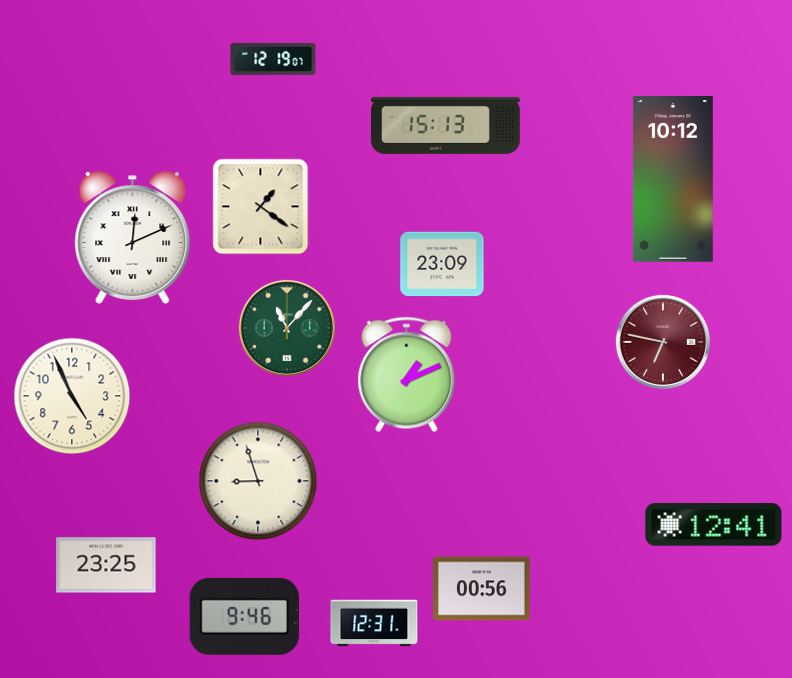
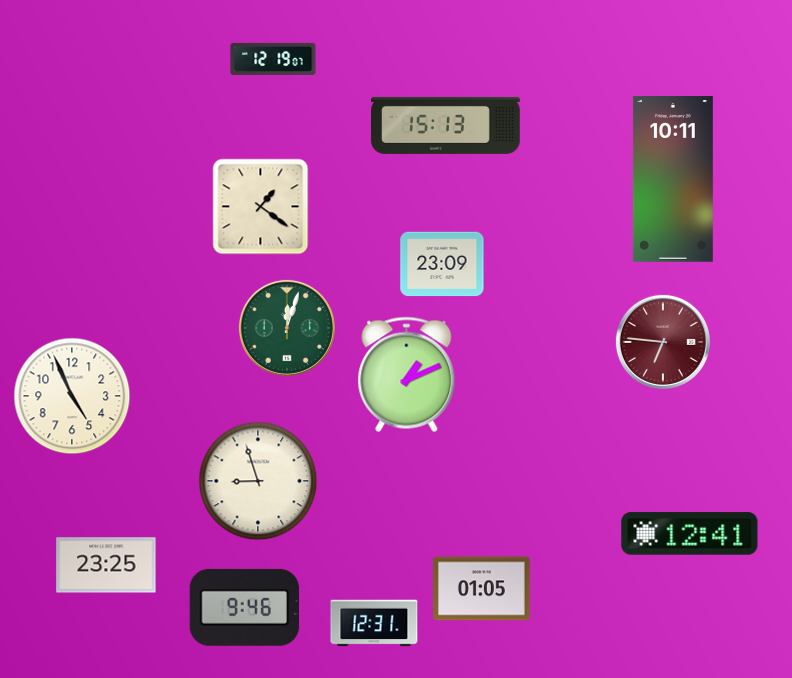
clock at (673, 179): 10:12 -> 10:11
clock at (133, 237): 12:11 -> none
clock at (287, 328): 11:07 -> 12:03
clock at (663, 342): 6:47 -> 6:46
clock at (714, 525) position: (714, 525) -> (690, 534)
clock at (482, 589): 00:56 -> 01:05
clock at (244, 616) position: (244, 616) -> (244, 607)
